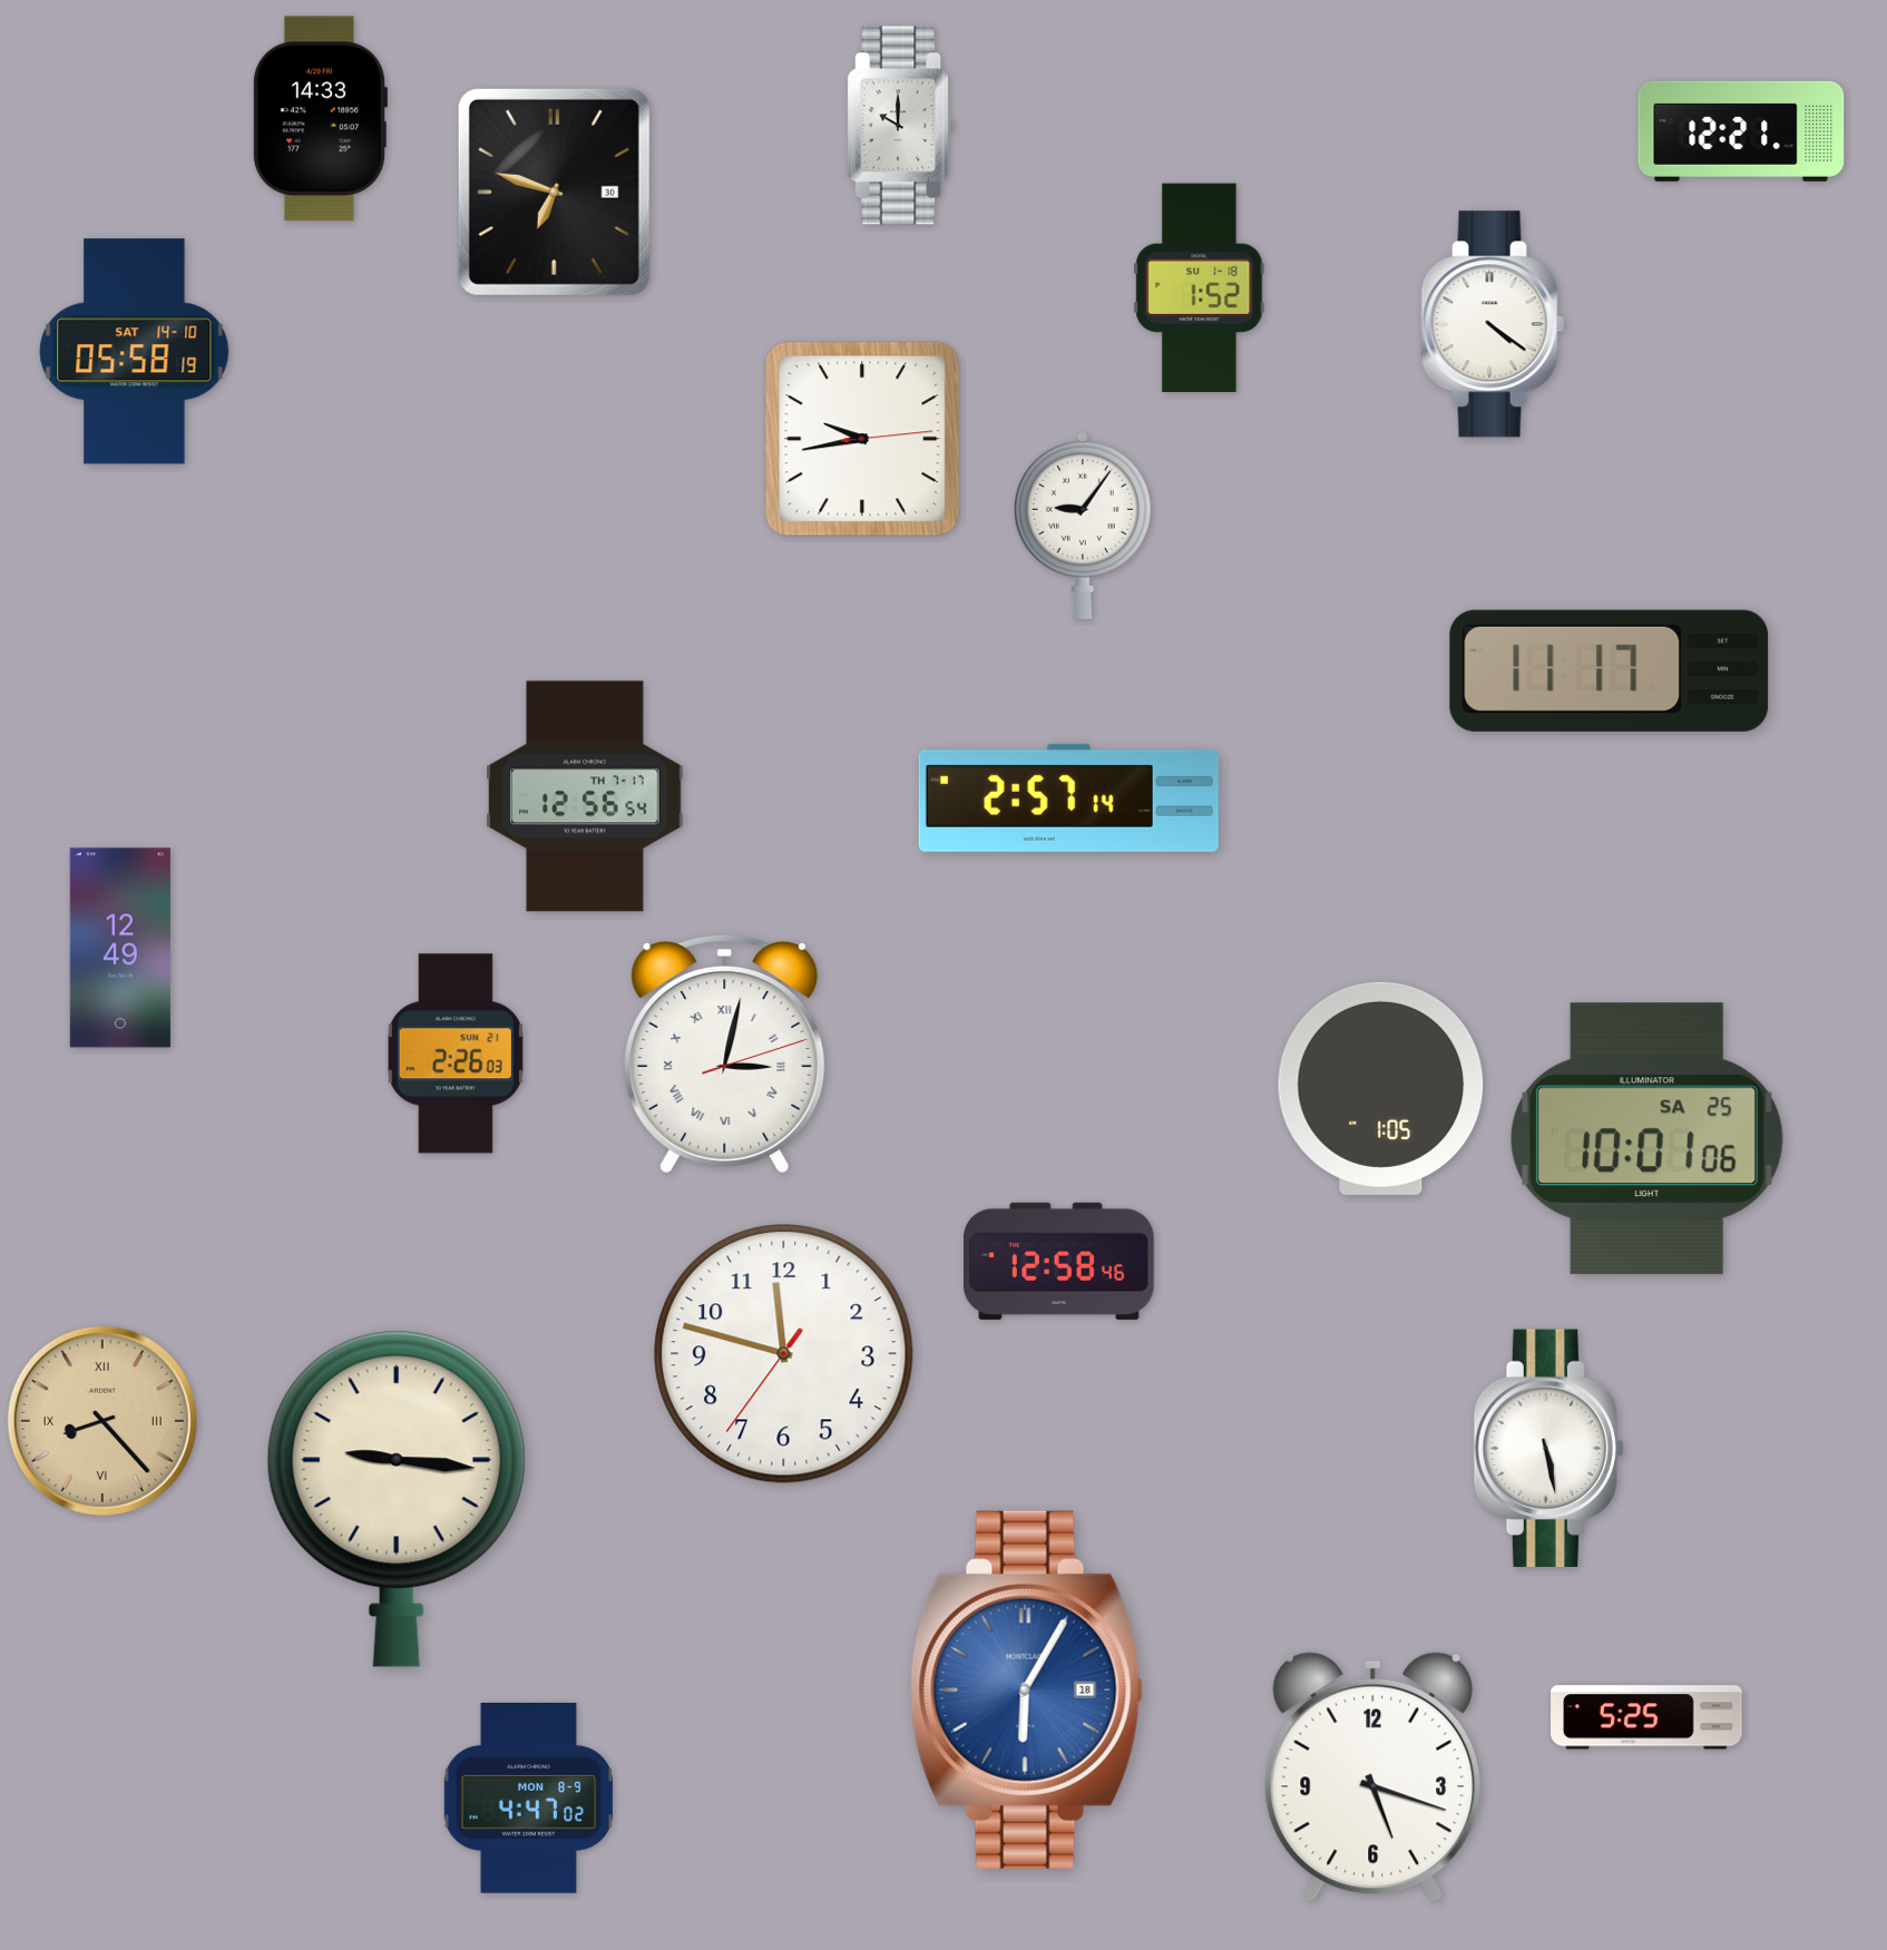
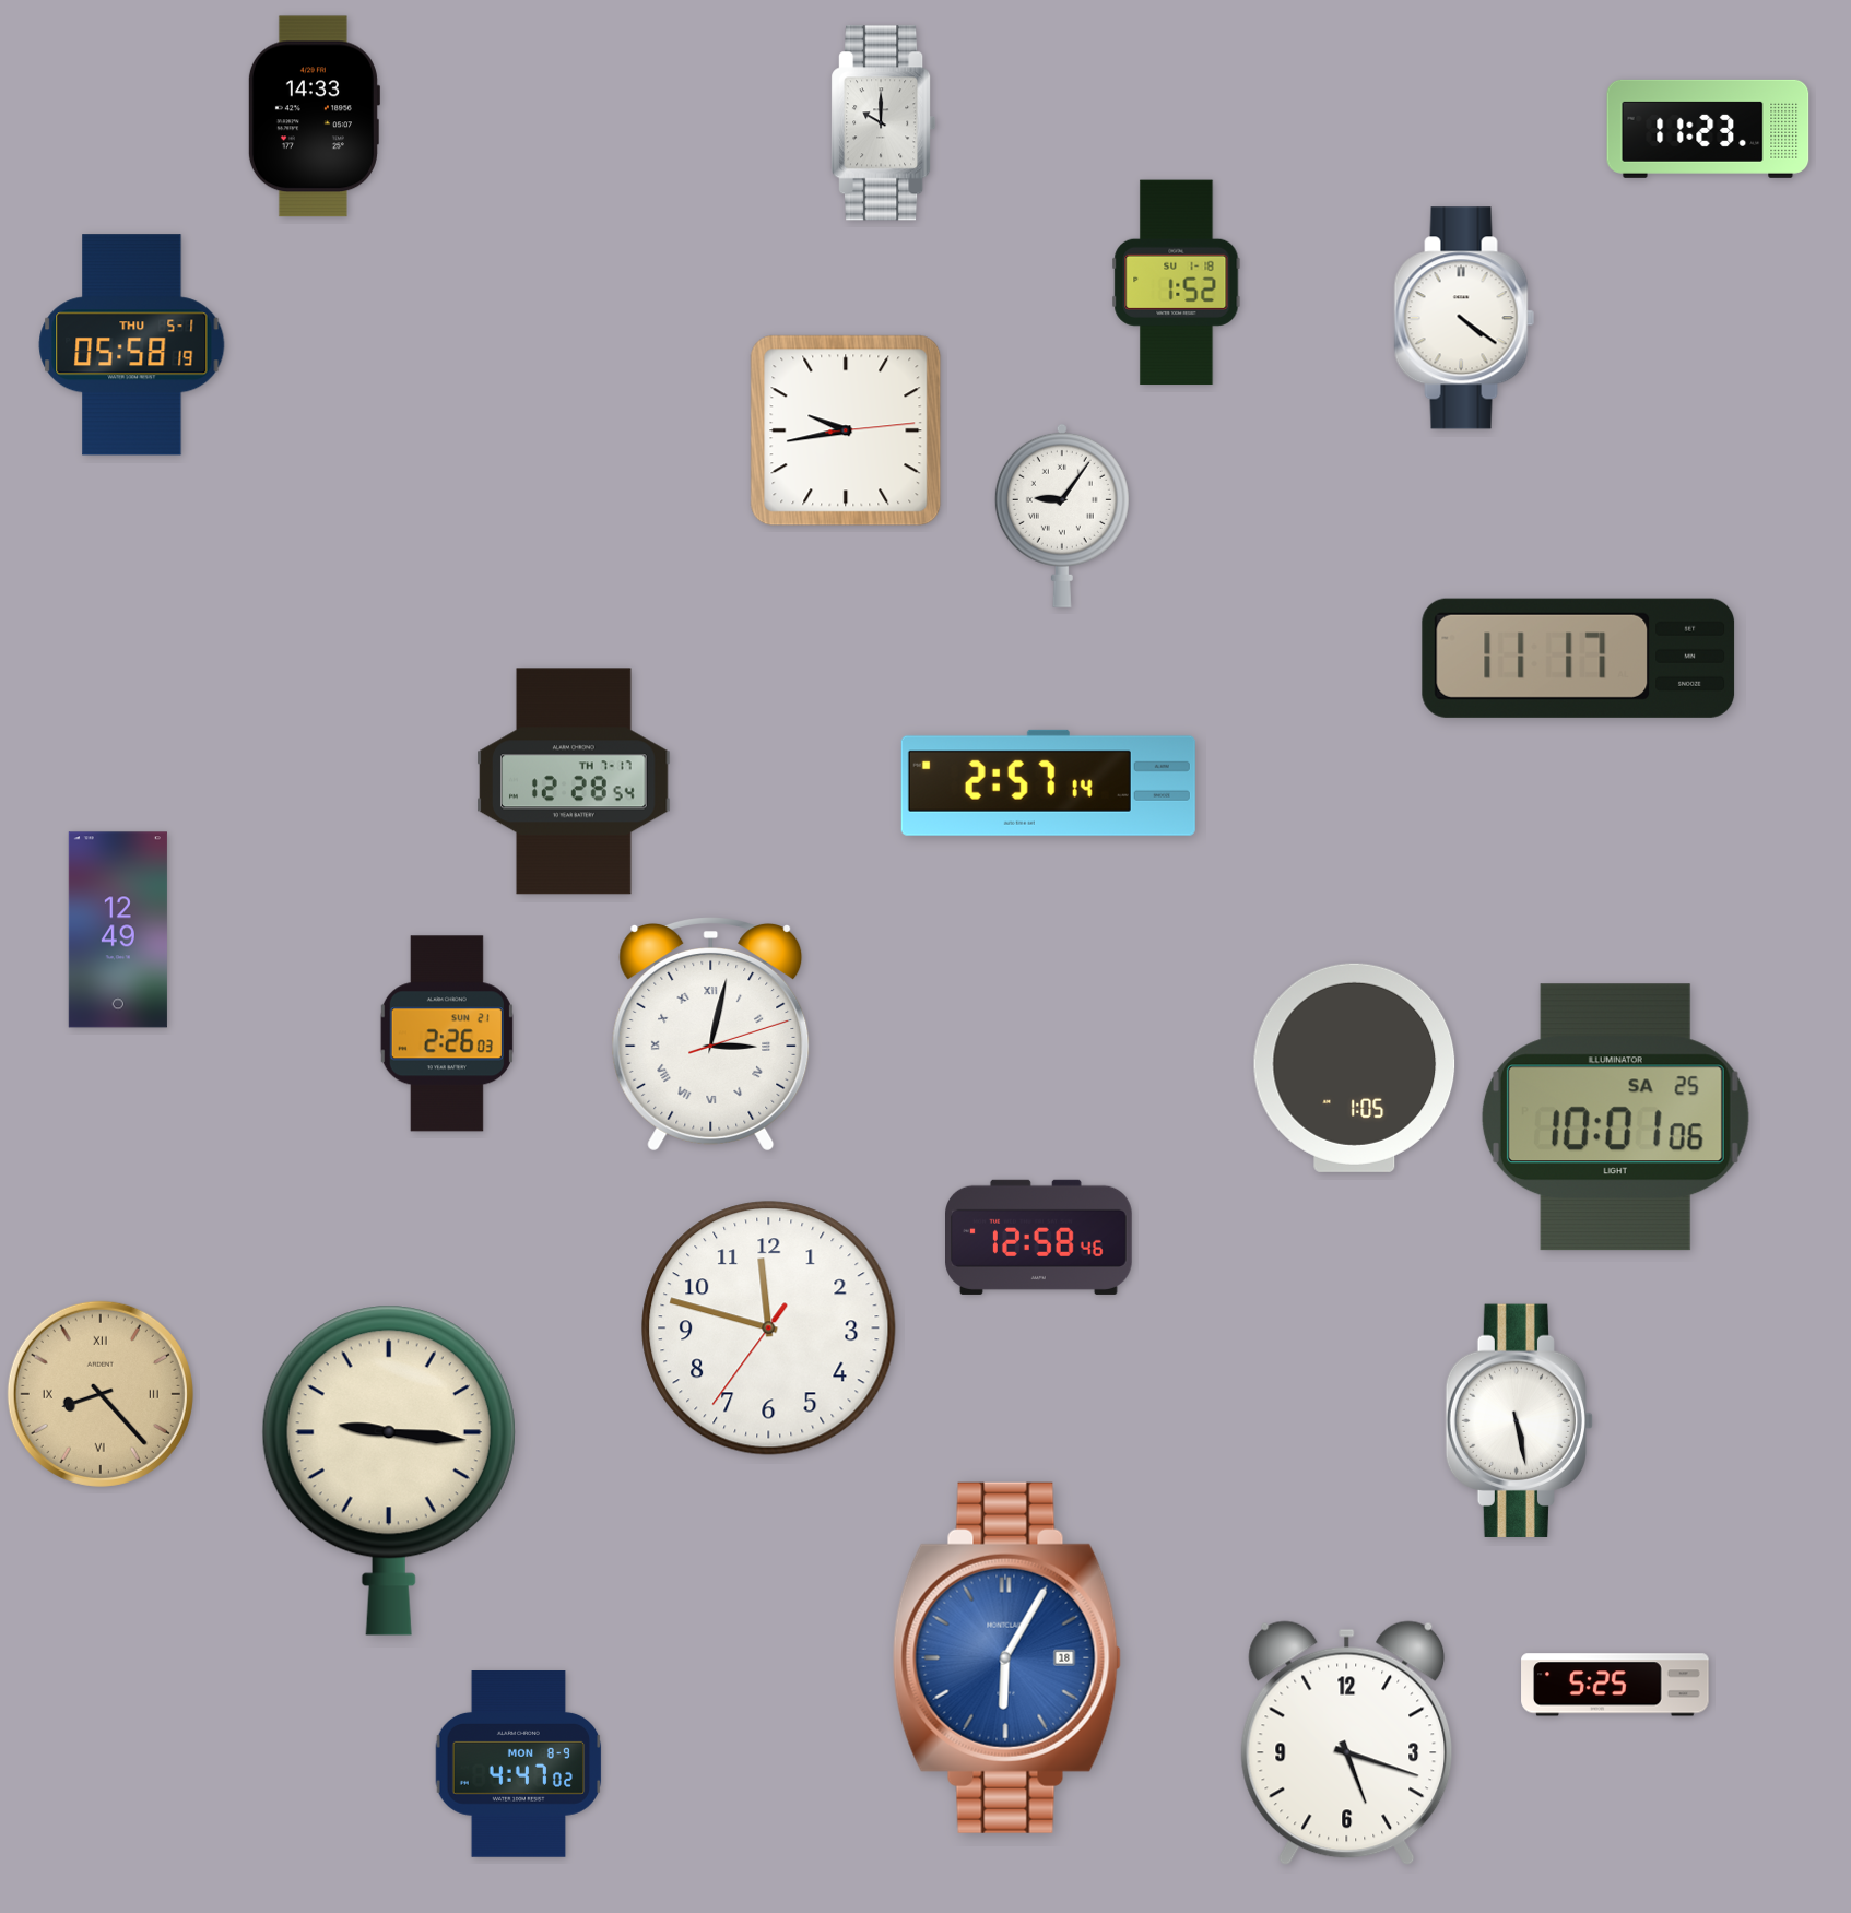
clock at (1741, 131): 12:21 -> 11:23
clock at (554, 192): 6:48 -> none
clock at (135, 352) date: SAT 14-10 -> THU 5-1
clock at (585, 796): 12:56 -> 12:28
